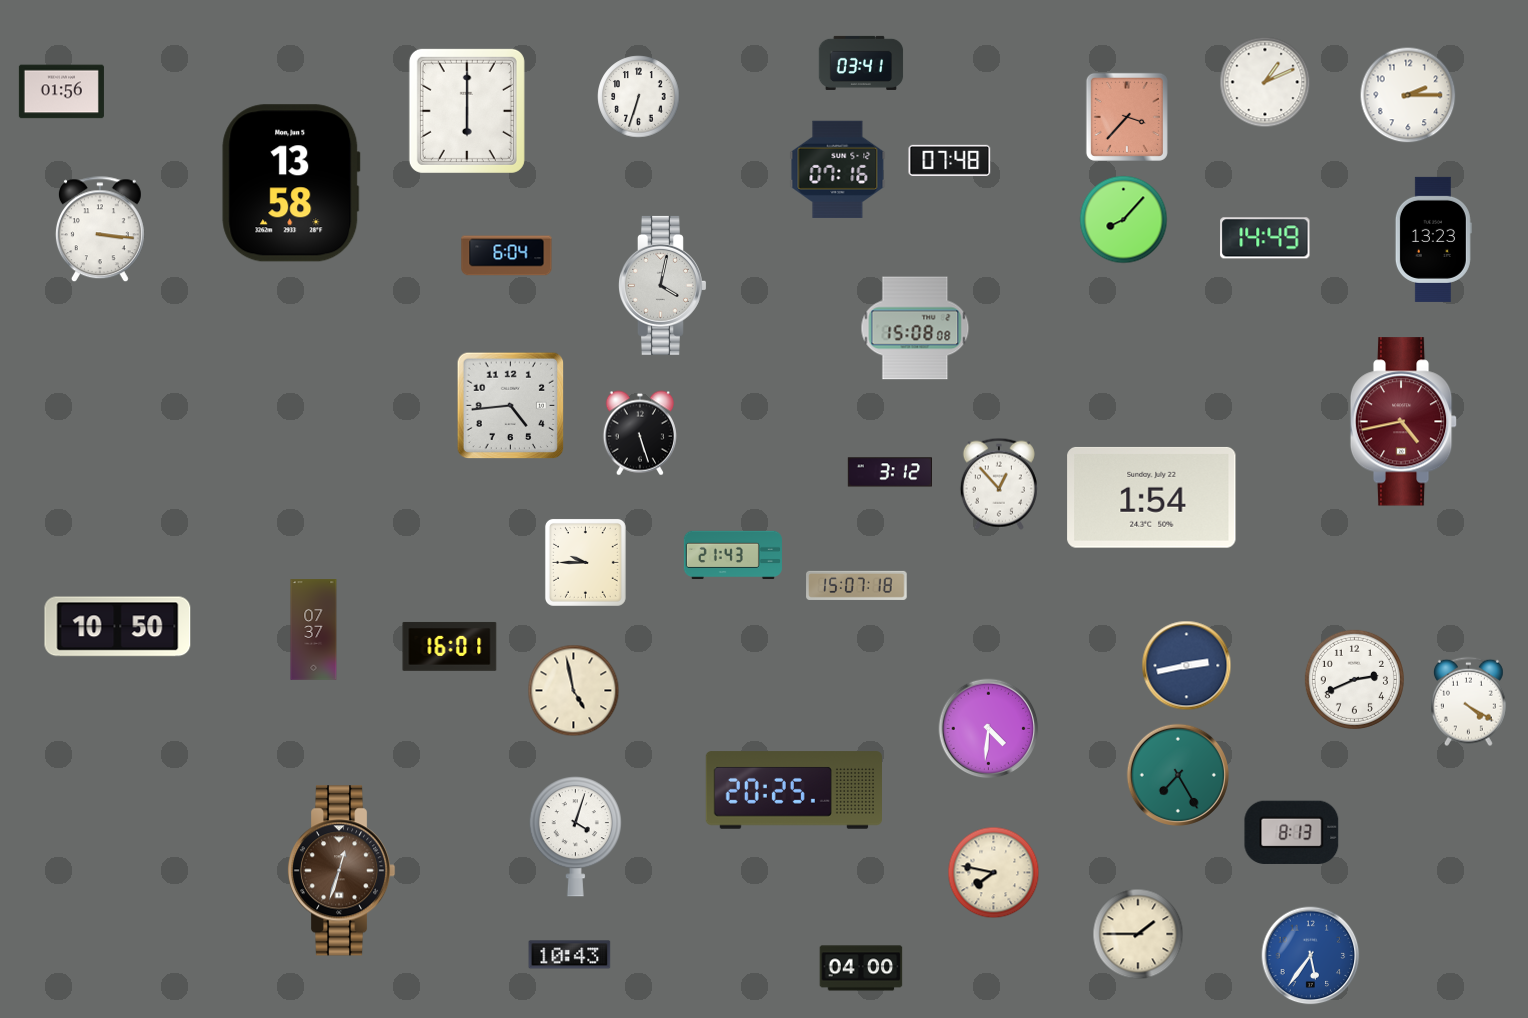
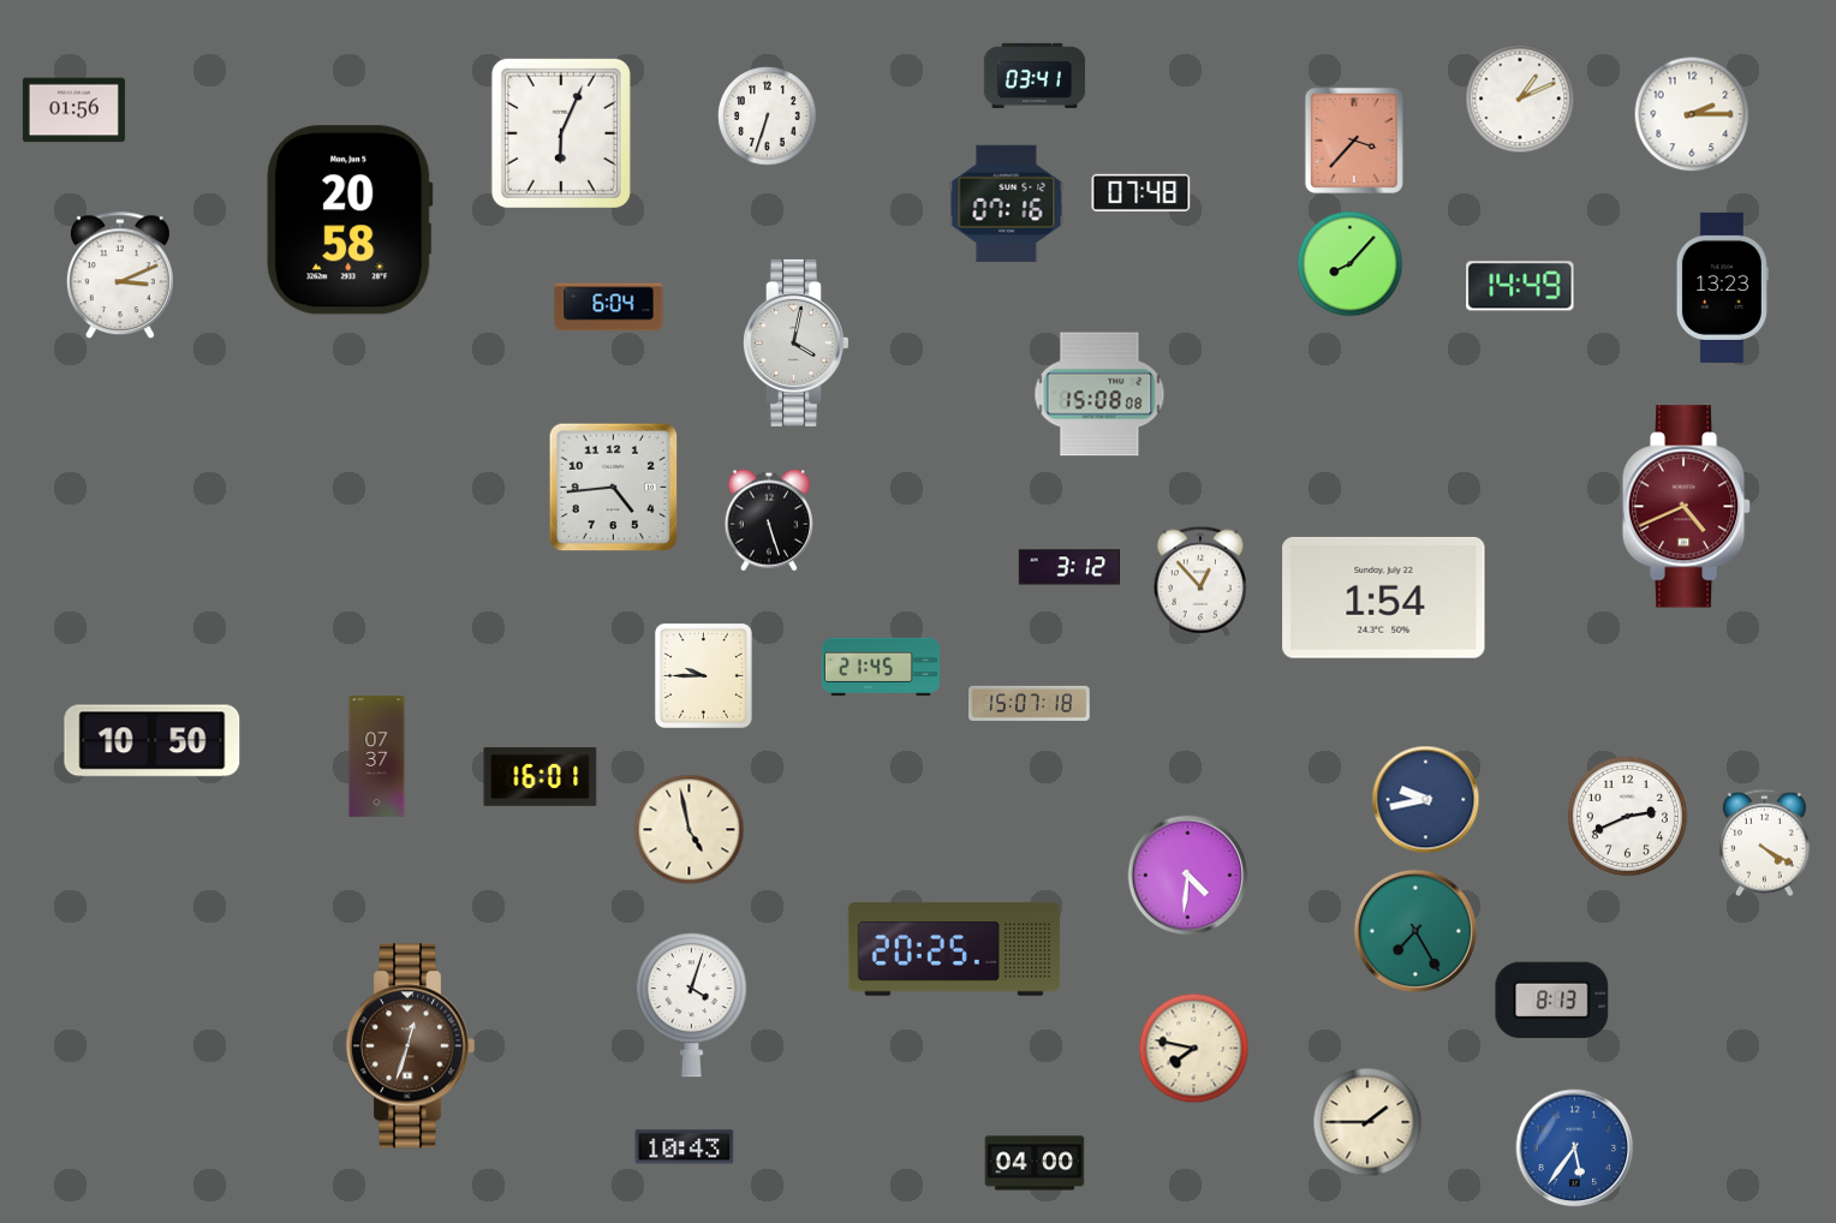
clock at (467, 111): 6:00 -> 6:04
clock at (291, 183): 13:58 -> 20:58
clock at (100, 230): 3:16 -> 3:11
clock at (1404, 422): 4:43 -> 4:41
clock at (733, 555): 21:43 -> 21:45
clock at (118, 627) position: (118, 627) -> (153, 741)
clock at (1187, 666): 2:43 -> 9:43
